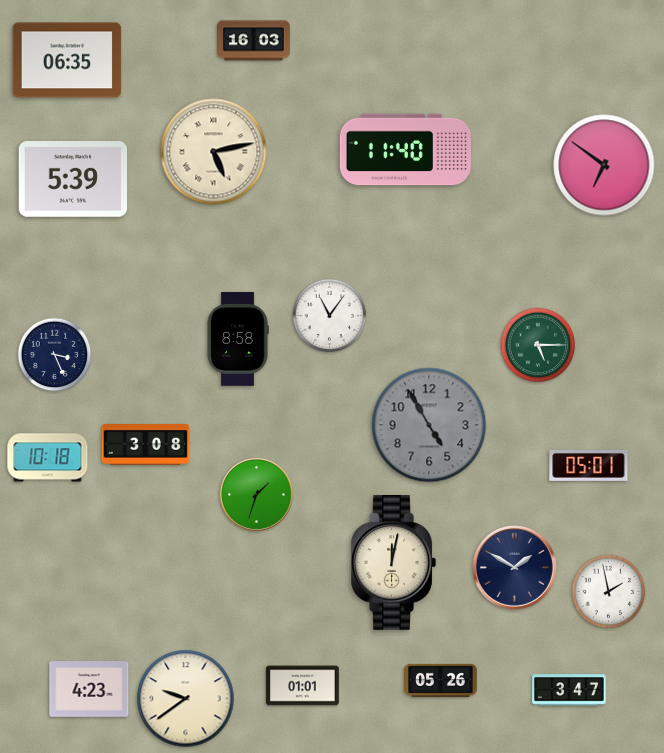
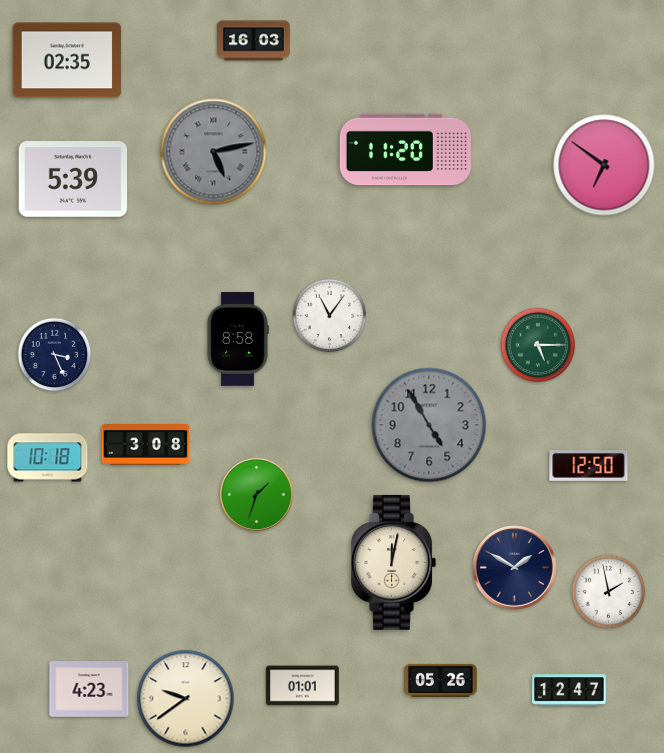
clock at (67, 60): 06:35 -> 02:35
clock at (405, 150): 11:40 -> 11:20
clock at (214, 152) dial: cream -> grey
clock at (589, 466): 05:01 -> 12:50
clock at (569, 690): 3:47 -> 12:47
